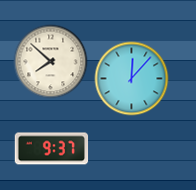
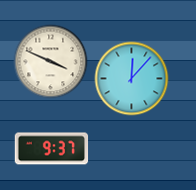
clock at (51, 62): 7:52 -> 3:49
